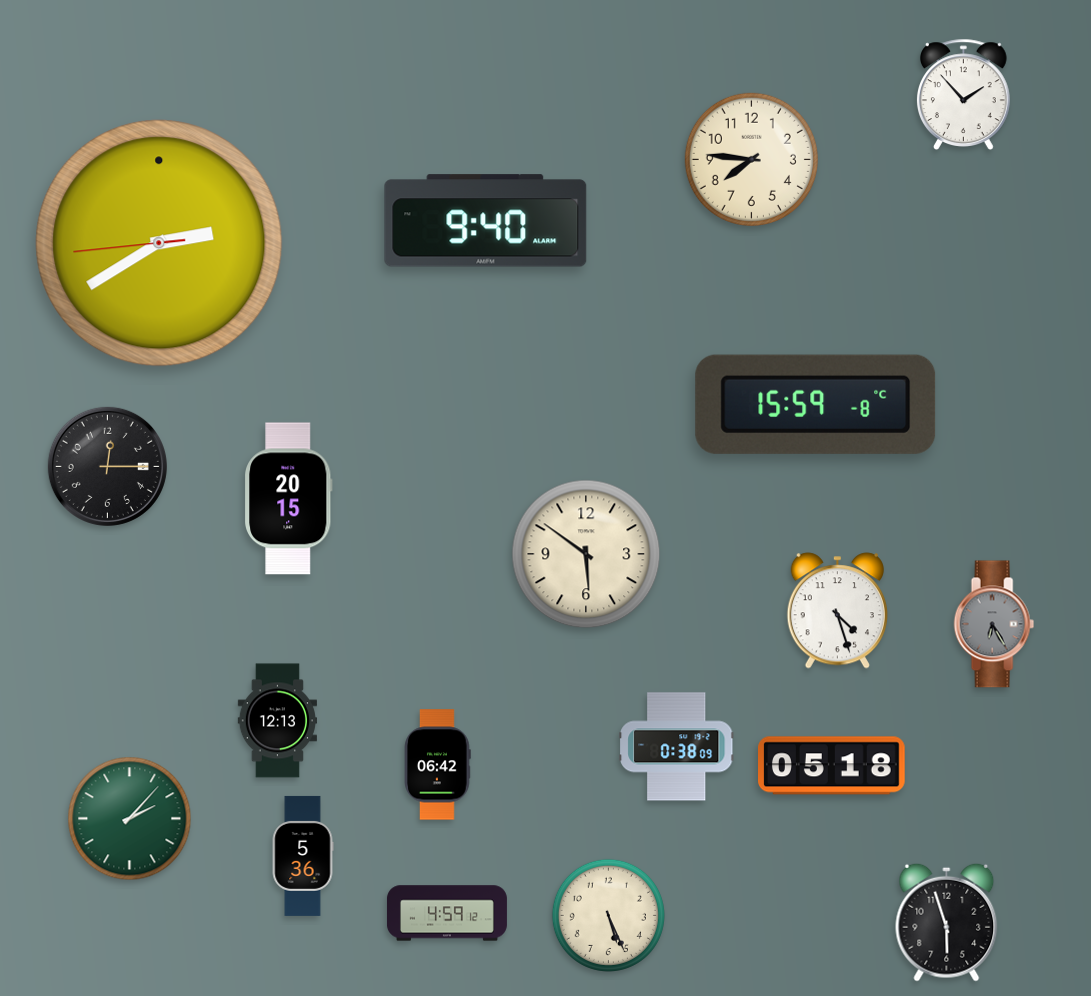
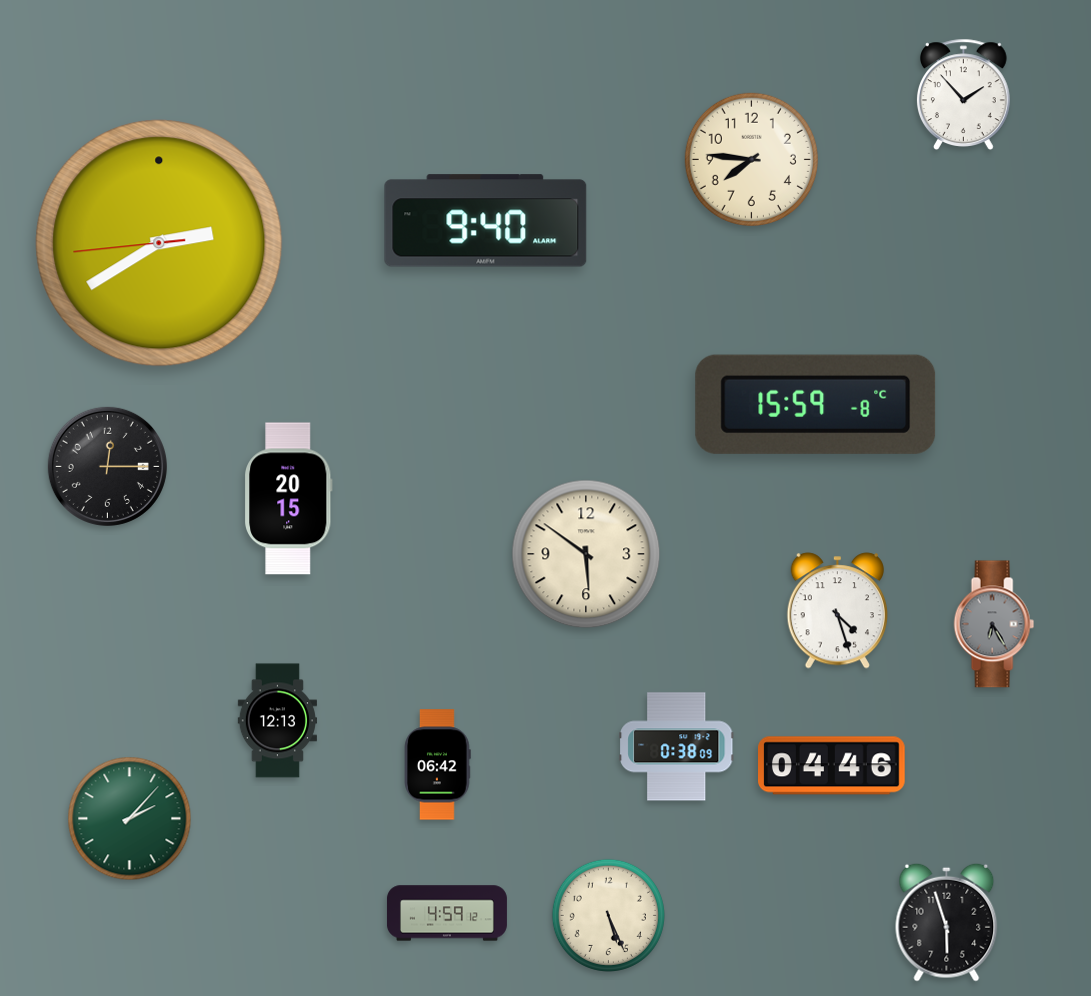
clock at (832, 766): 05:18 -> 04:46
clock at (303, 856): 5:36 -> none
